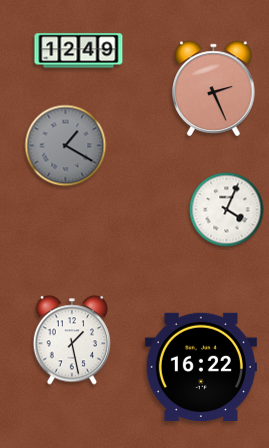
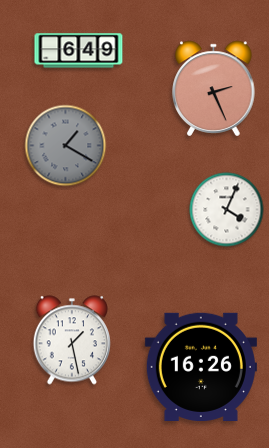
clock at (79, 51): 12:49 -> 6:49
clock at (201, 366): 16:22 -> 16:26
